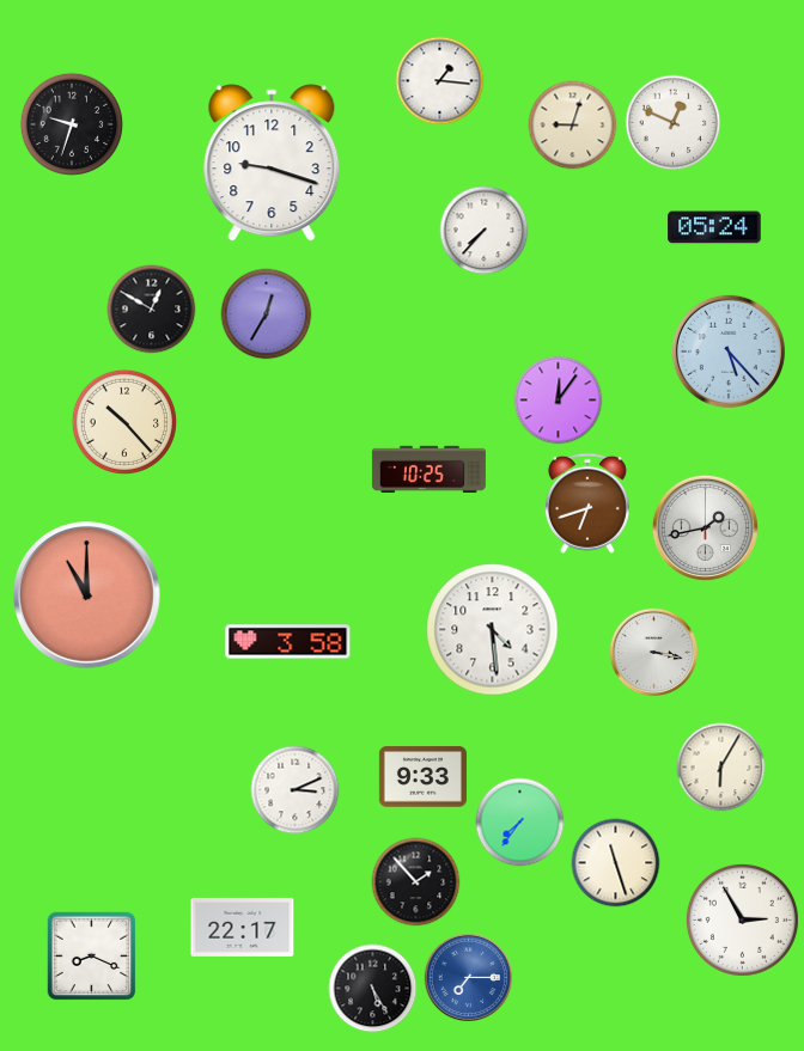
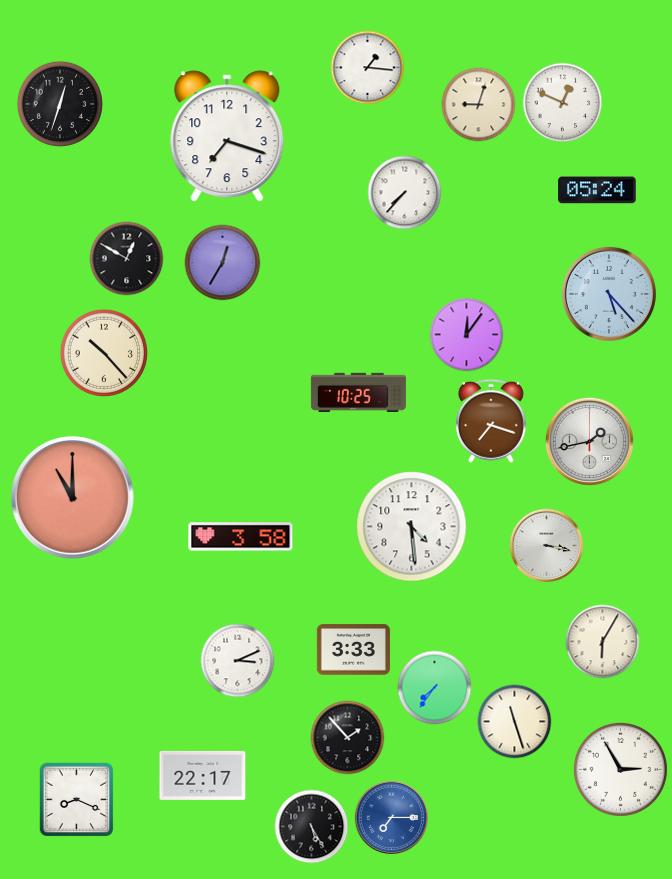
clock at (72, 124): 9:33 -> 12:33
clock at (272, 163): 9:18 -> 7:18
clock at (587, 503): 6:42 -> 7:18
clock at (422, 777): 9:33 -> 3:33
clock at (296, 790) position: (296, 790) -> (238, 661)
